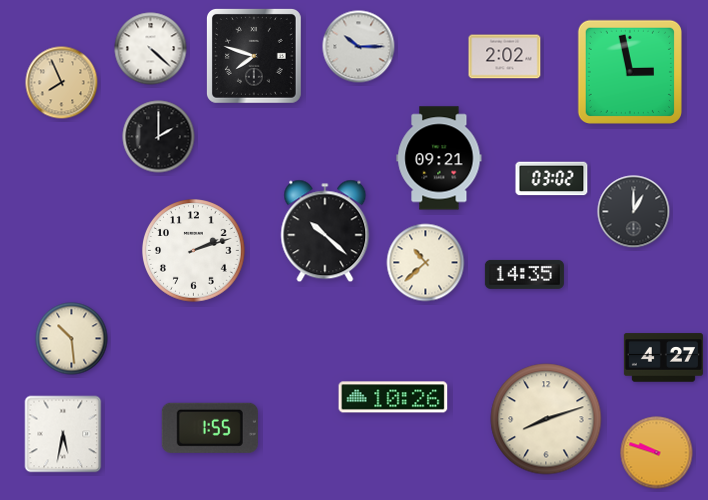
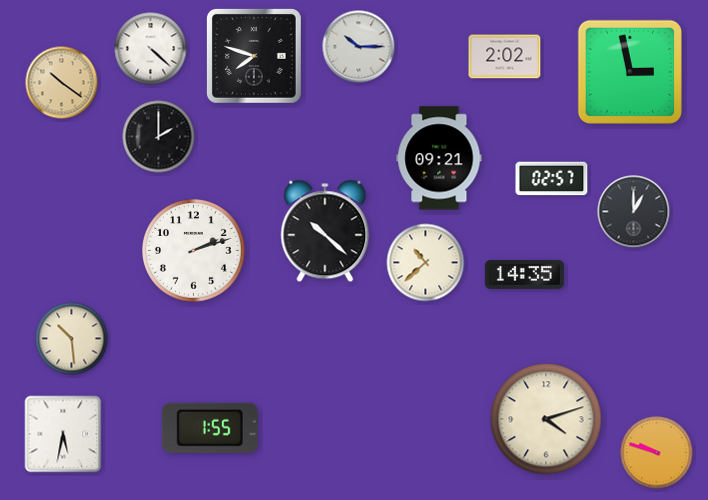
clock at (62, 83): 7:56 -> 10:21
clock at (552, 179): 03:02 -> 02:57
clock at (663, 358): 4:27 -> none
clock at (393, 397): 10:26 -> none
clock at (546, 419): 8:12 -> 4:12
